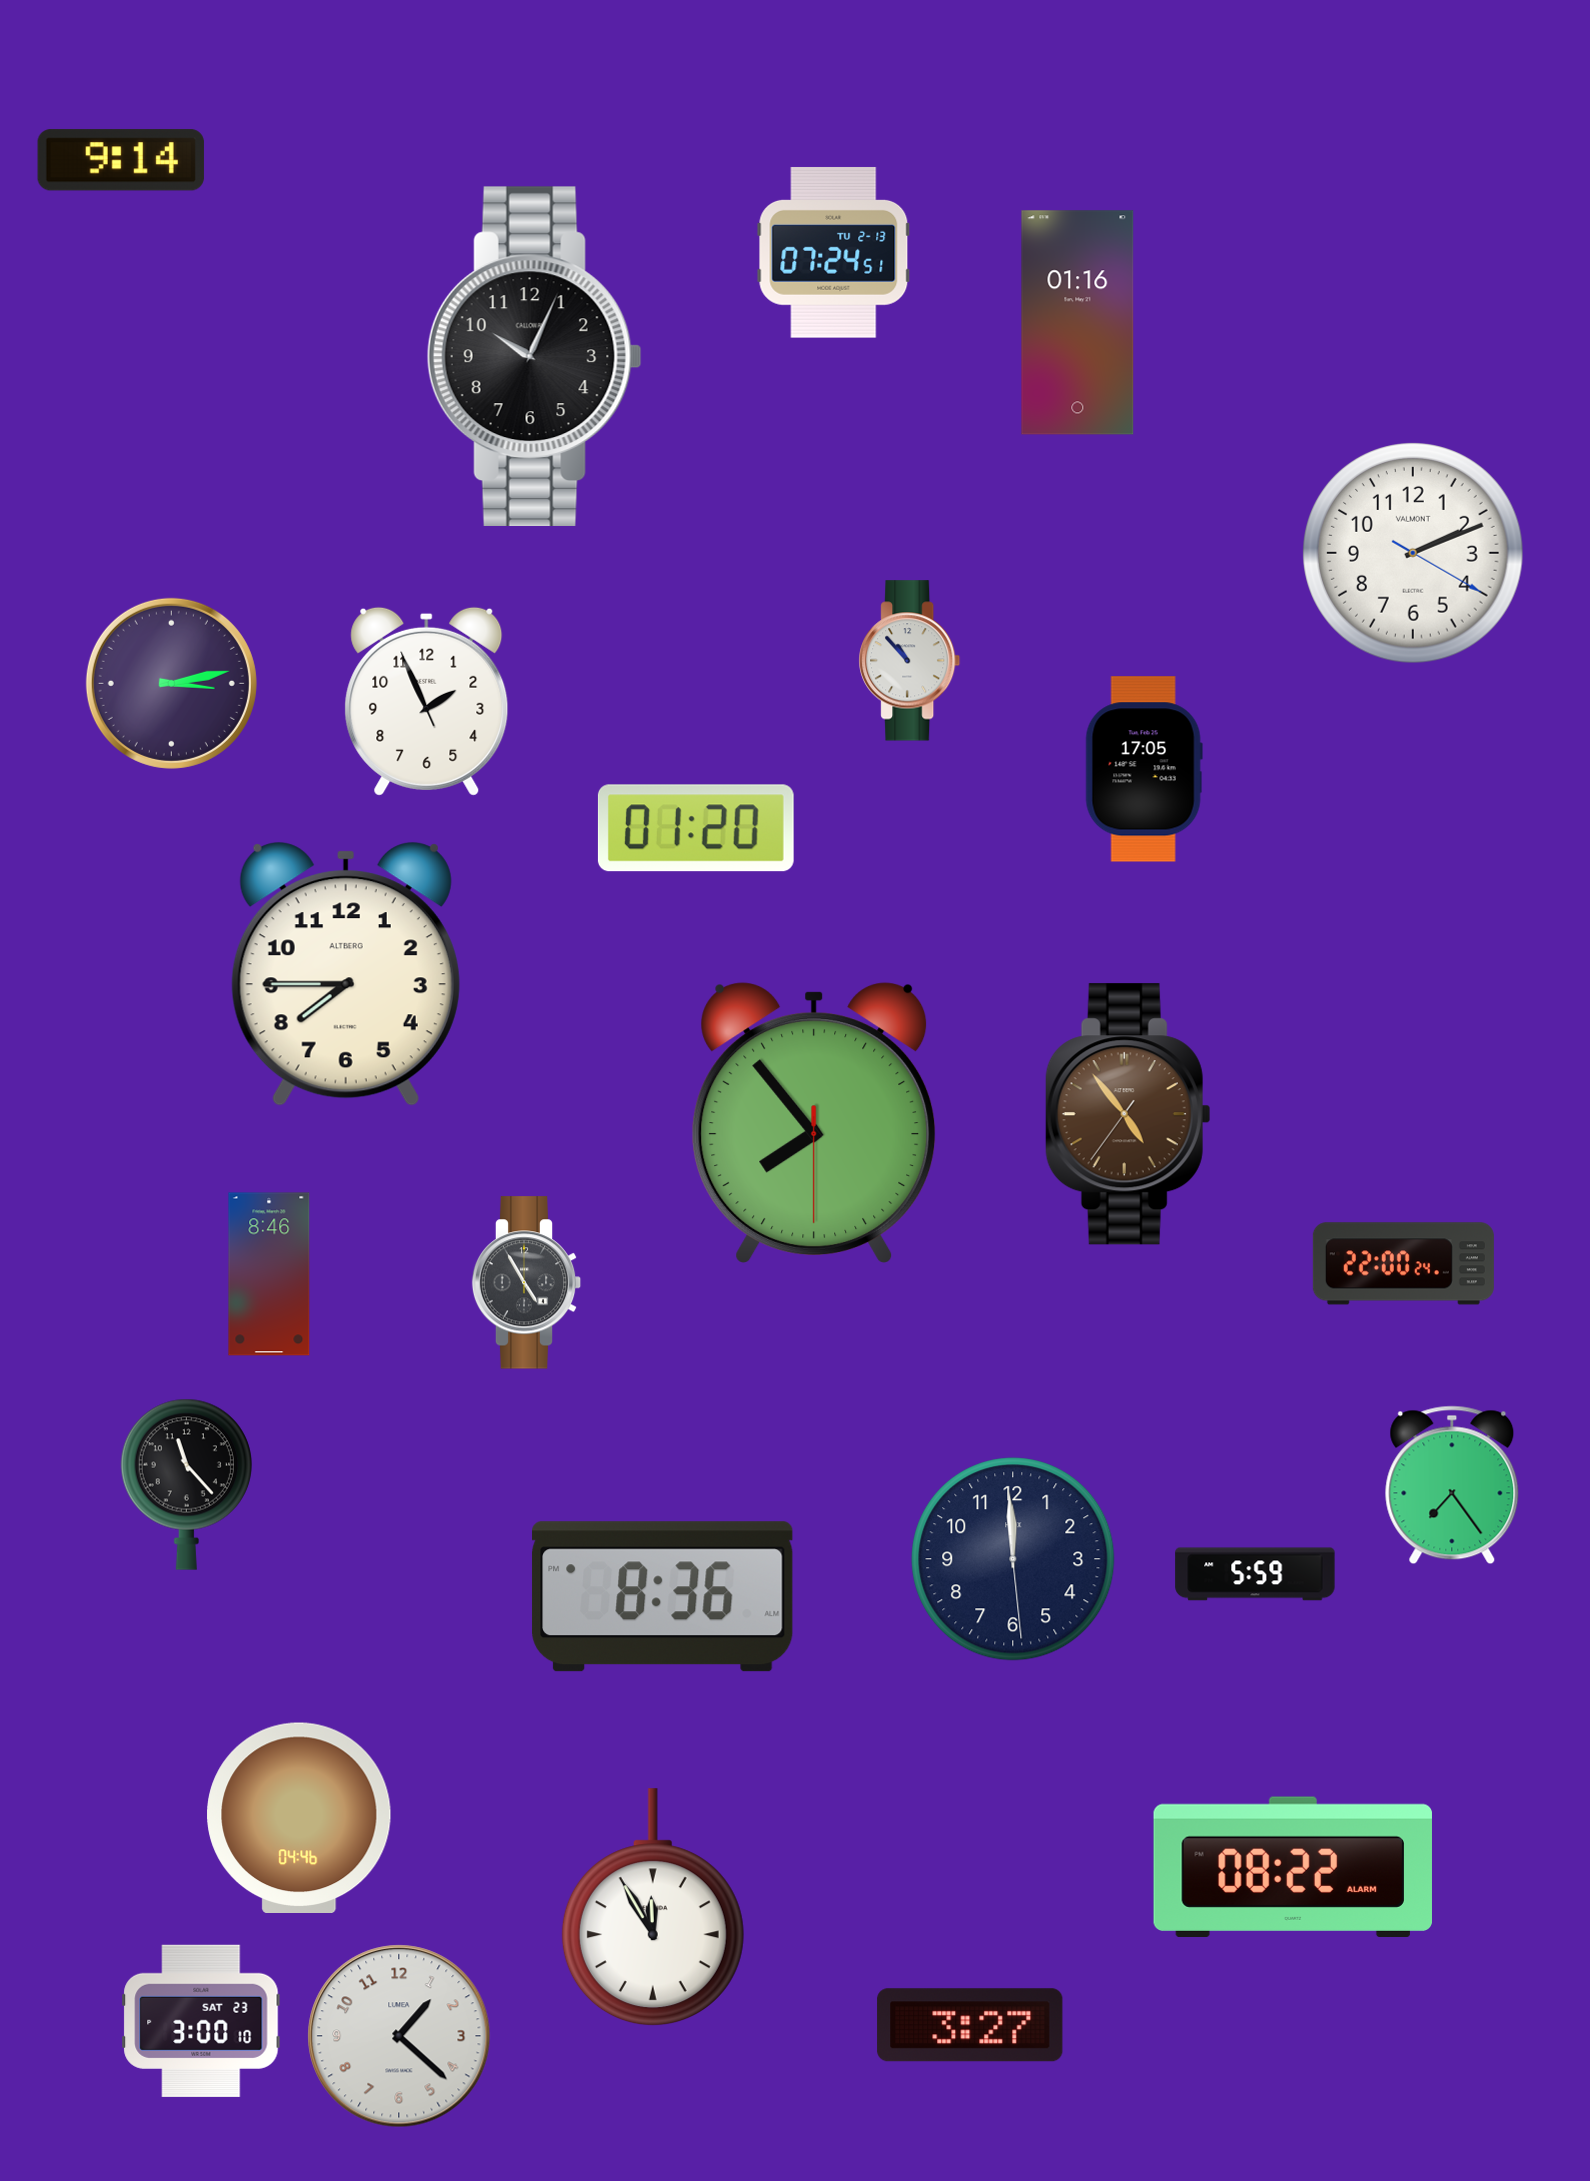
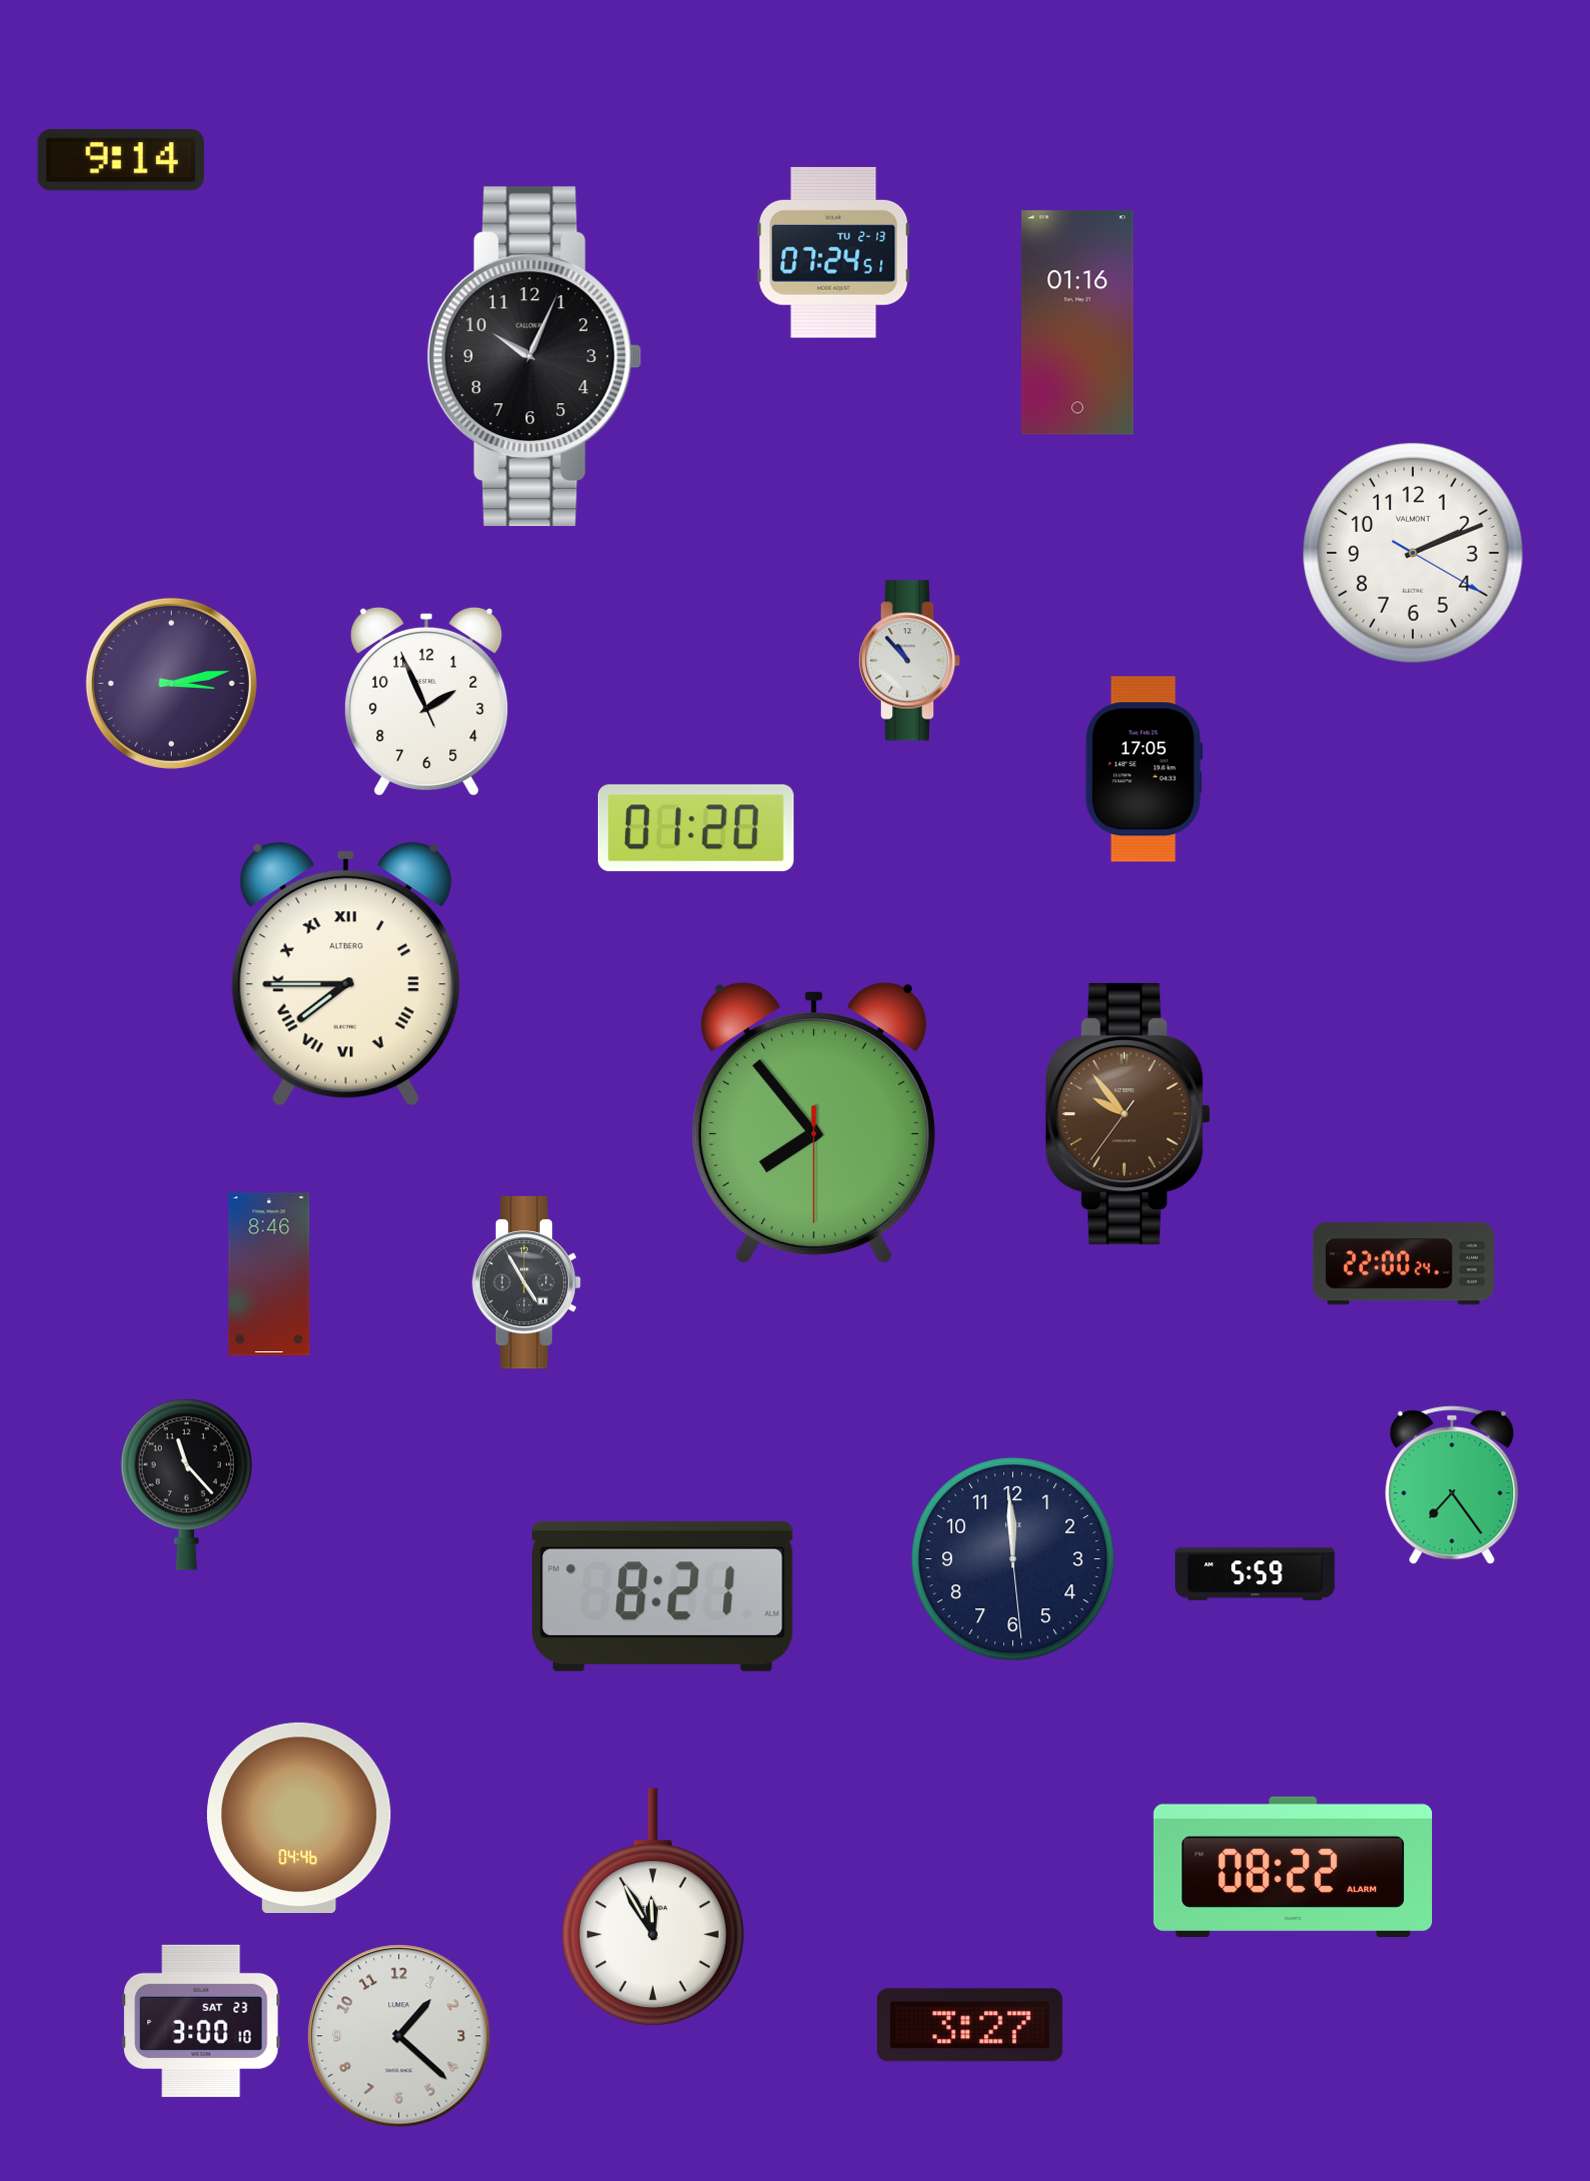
clock at (346, 974) numerals: Arabic -> Roman
clock at (1128, 1114): 4:53 -> 9:53
clock at (663, 1597): 8:36 -> 8:21
